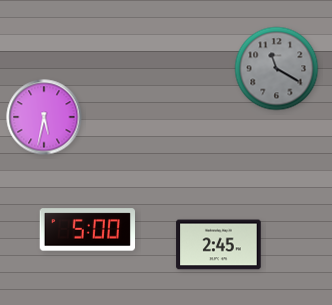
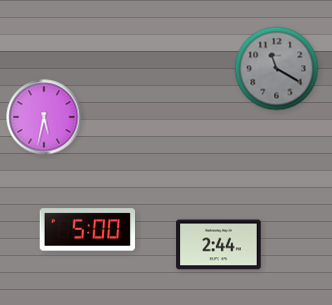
clock at (219, 245): 2:45 -> 2:44
